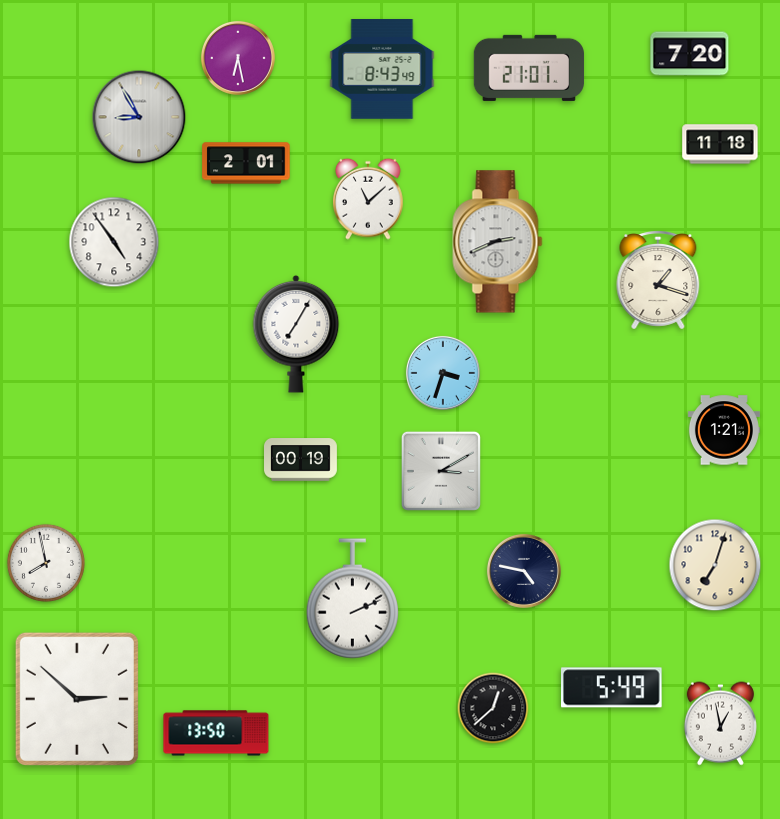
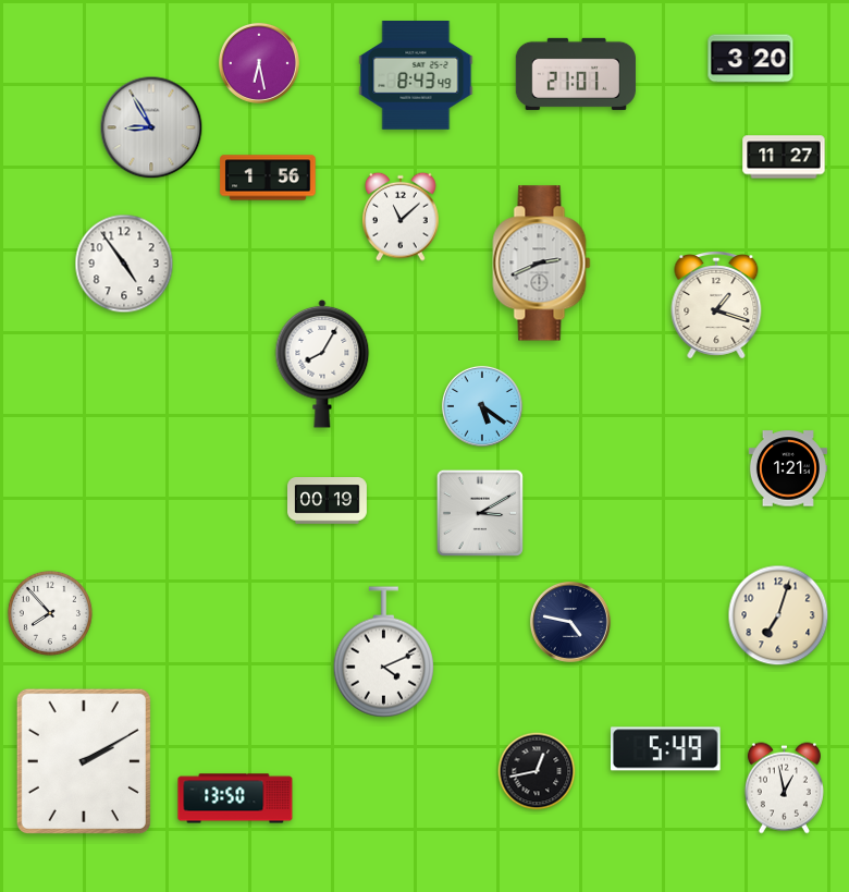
clock at (690, 54): 7:20 -> 3:20
clock at (720, 144): 11:18 -> 11:27
clock at (246, 163): 2:01 -> 1:56
clock at (296, 334): 7:05 -> 8:05
clock at (443, 373): 3:33 -> 5:21
clock at (46, 563): 7:58 -> 7:53
clock at (352, 599): 2:11 -> 4:11
clock at (77, 699): 2:52 -> 2:10
clock at (493, 708): 12:38 -> 12:43
